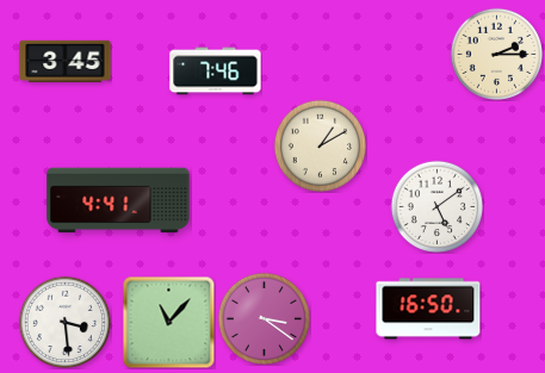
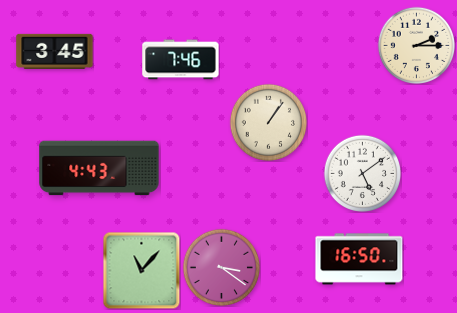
clock at (320, 145): 1:10 -> 1:06
clock at (118, 200): 4:41 -> 4:43
clock at (436, 206) position: (436, 206) -> (362, 173)
clock at (64, 322): 3:29 -> none
